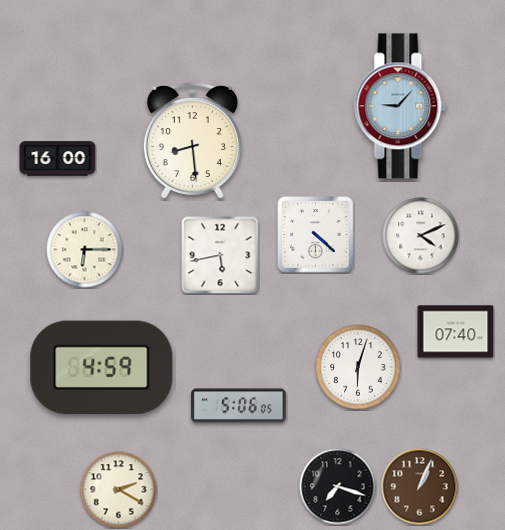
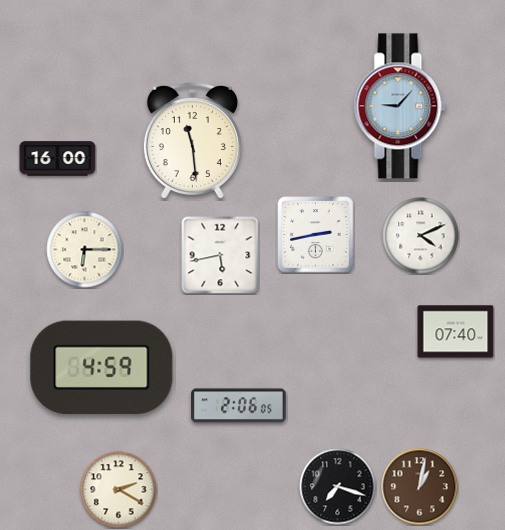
clock at (192, 141): 8:29 -> 11:29
clock at (316, 235): 4:22 -> 2:43
clock at (358, 367): 6:03 -> none
clock at (239, 406): 5:06 -> 2:06
clock at (420, 487): 1:04 -> 1:02
